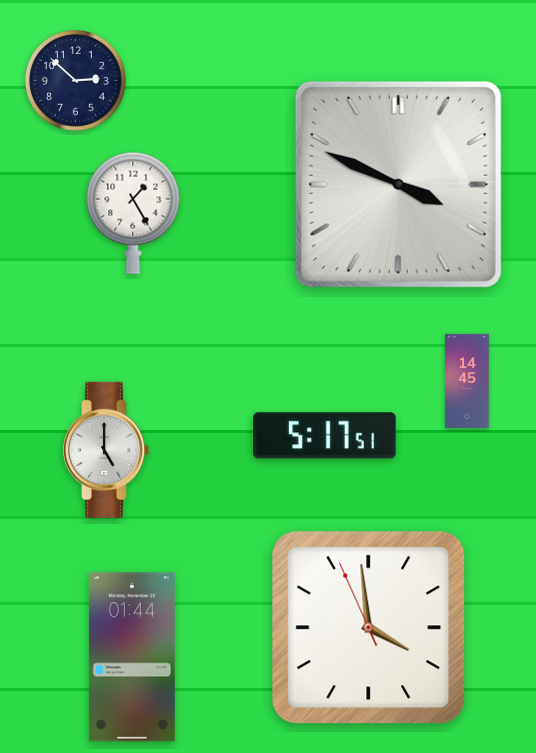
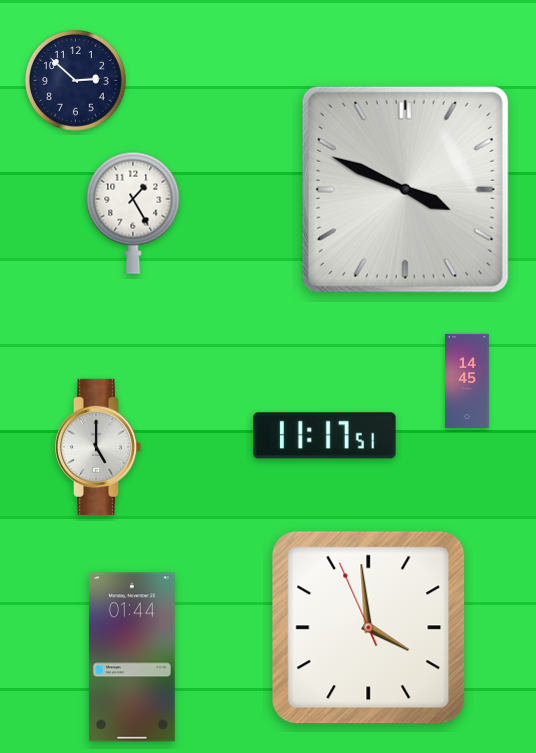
clock at (398, 184) position: (398, 184) -> (405, 189)
clock at (325, 436): 5:17 -> 11:17
clock at (106, 450) position: (106, 450) -> (98, 447)
